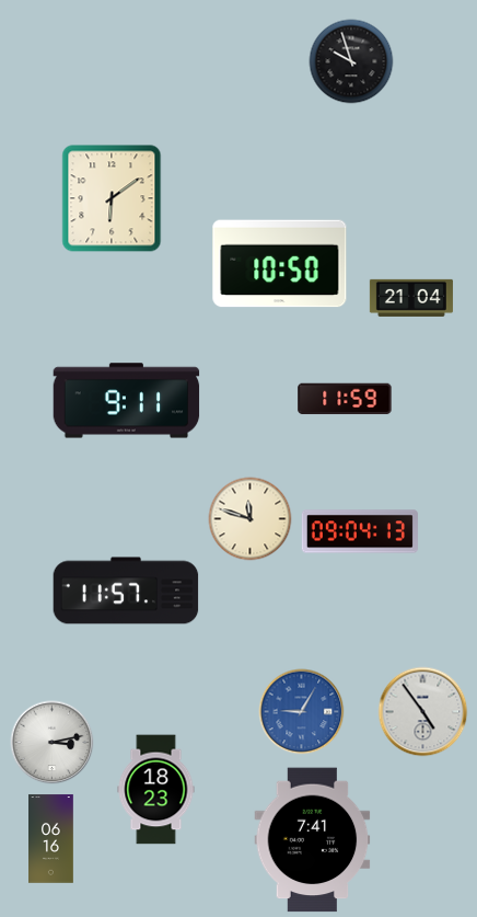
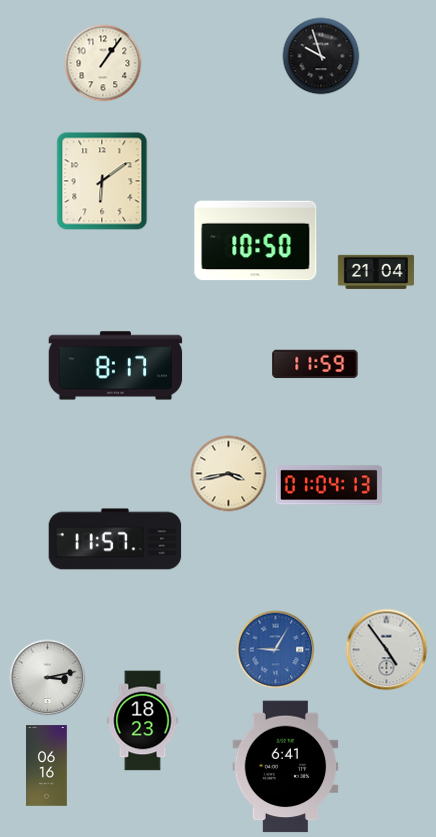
clock at (103, 63): none -> 1:06
clock at (127, 401): 9:11 -> 8:17
clock at (251, 519): 11:48 -> 3:43
clock at (360, 531): 09:04 -> 01:04
clock at (313, 840): 7:41 -> 6:41
